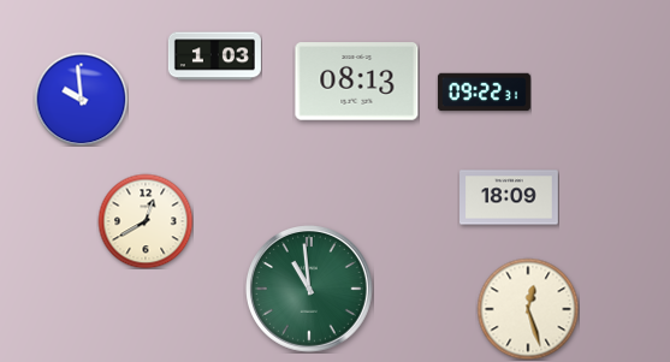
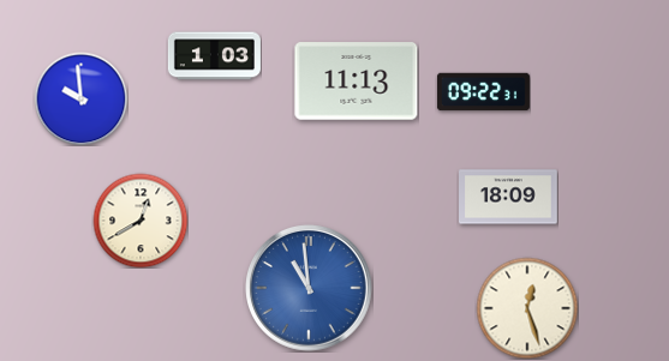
clock at (357, 82): 08:13 -> 11:13
clock at (146, 221) position: (146, 221) -> (141, 221)
clock at (310, 290) dial: green -> blue
